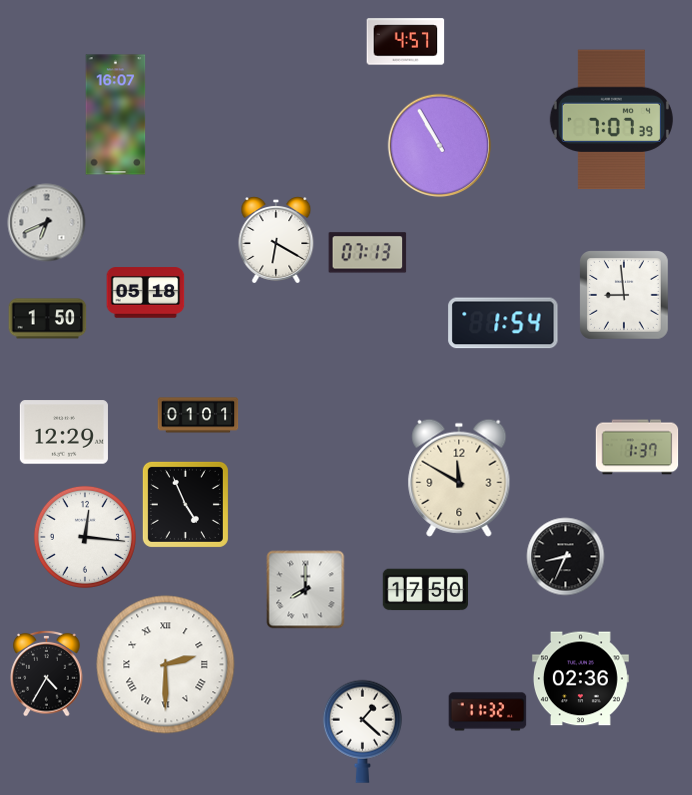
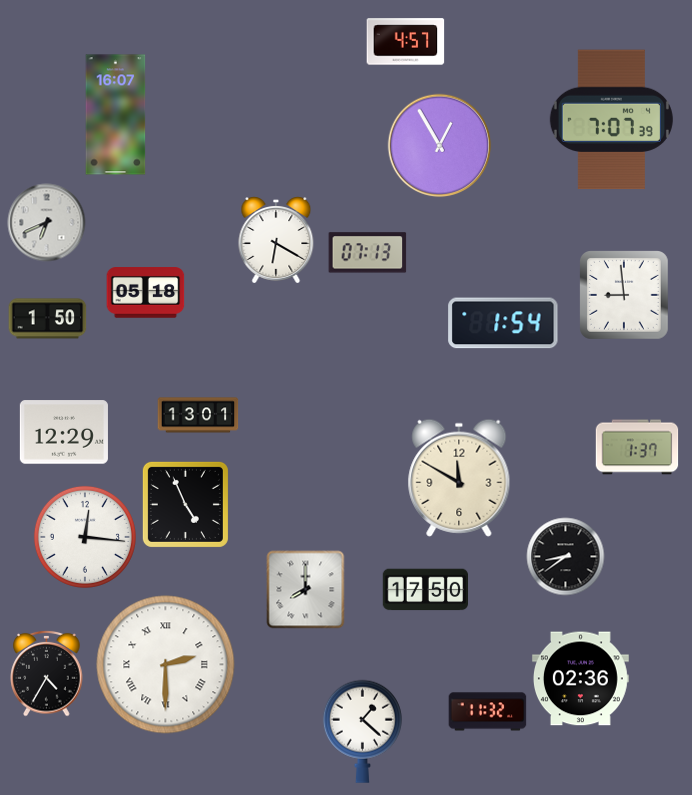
clock at (439, 145): 10:55 -> 12:55
clock at (198, 415): 01:01 -> 13:01
clock at (565, 556): 8:34 -> 8:39
